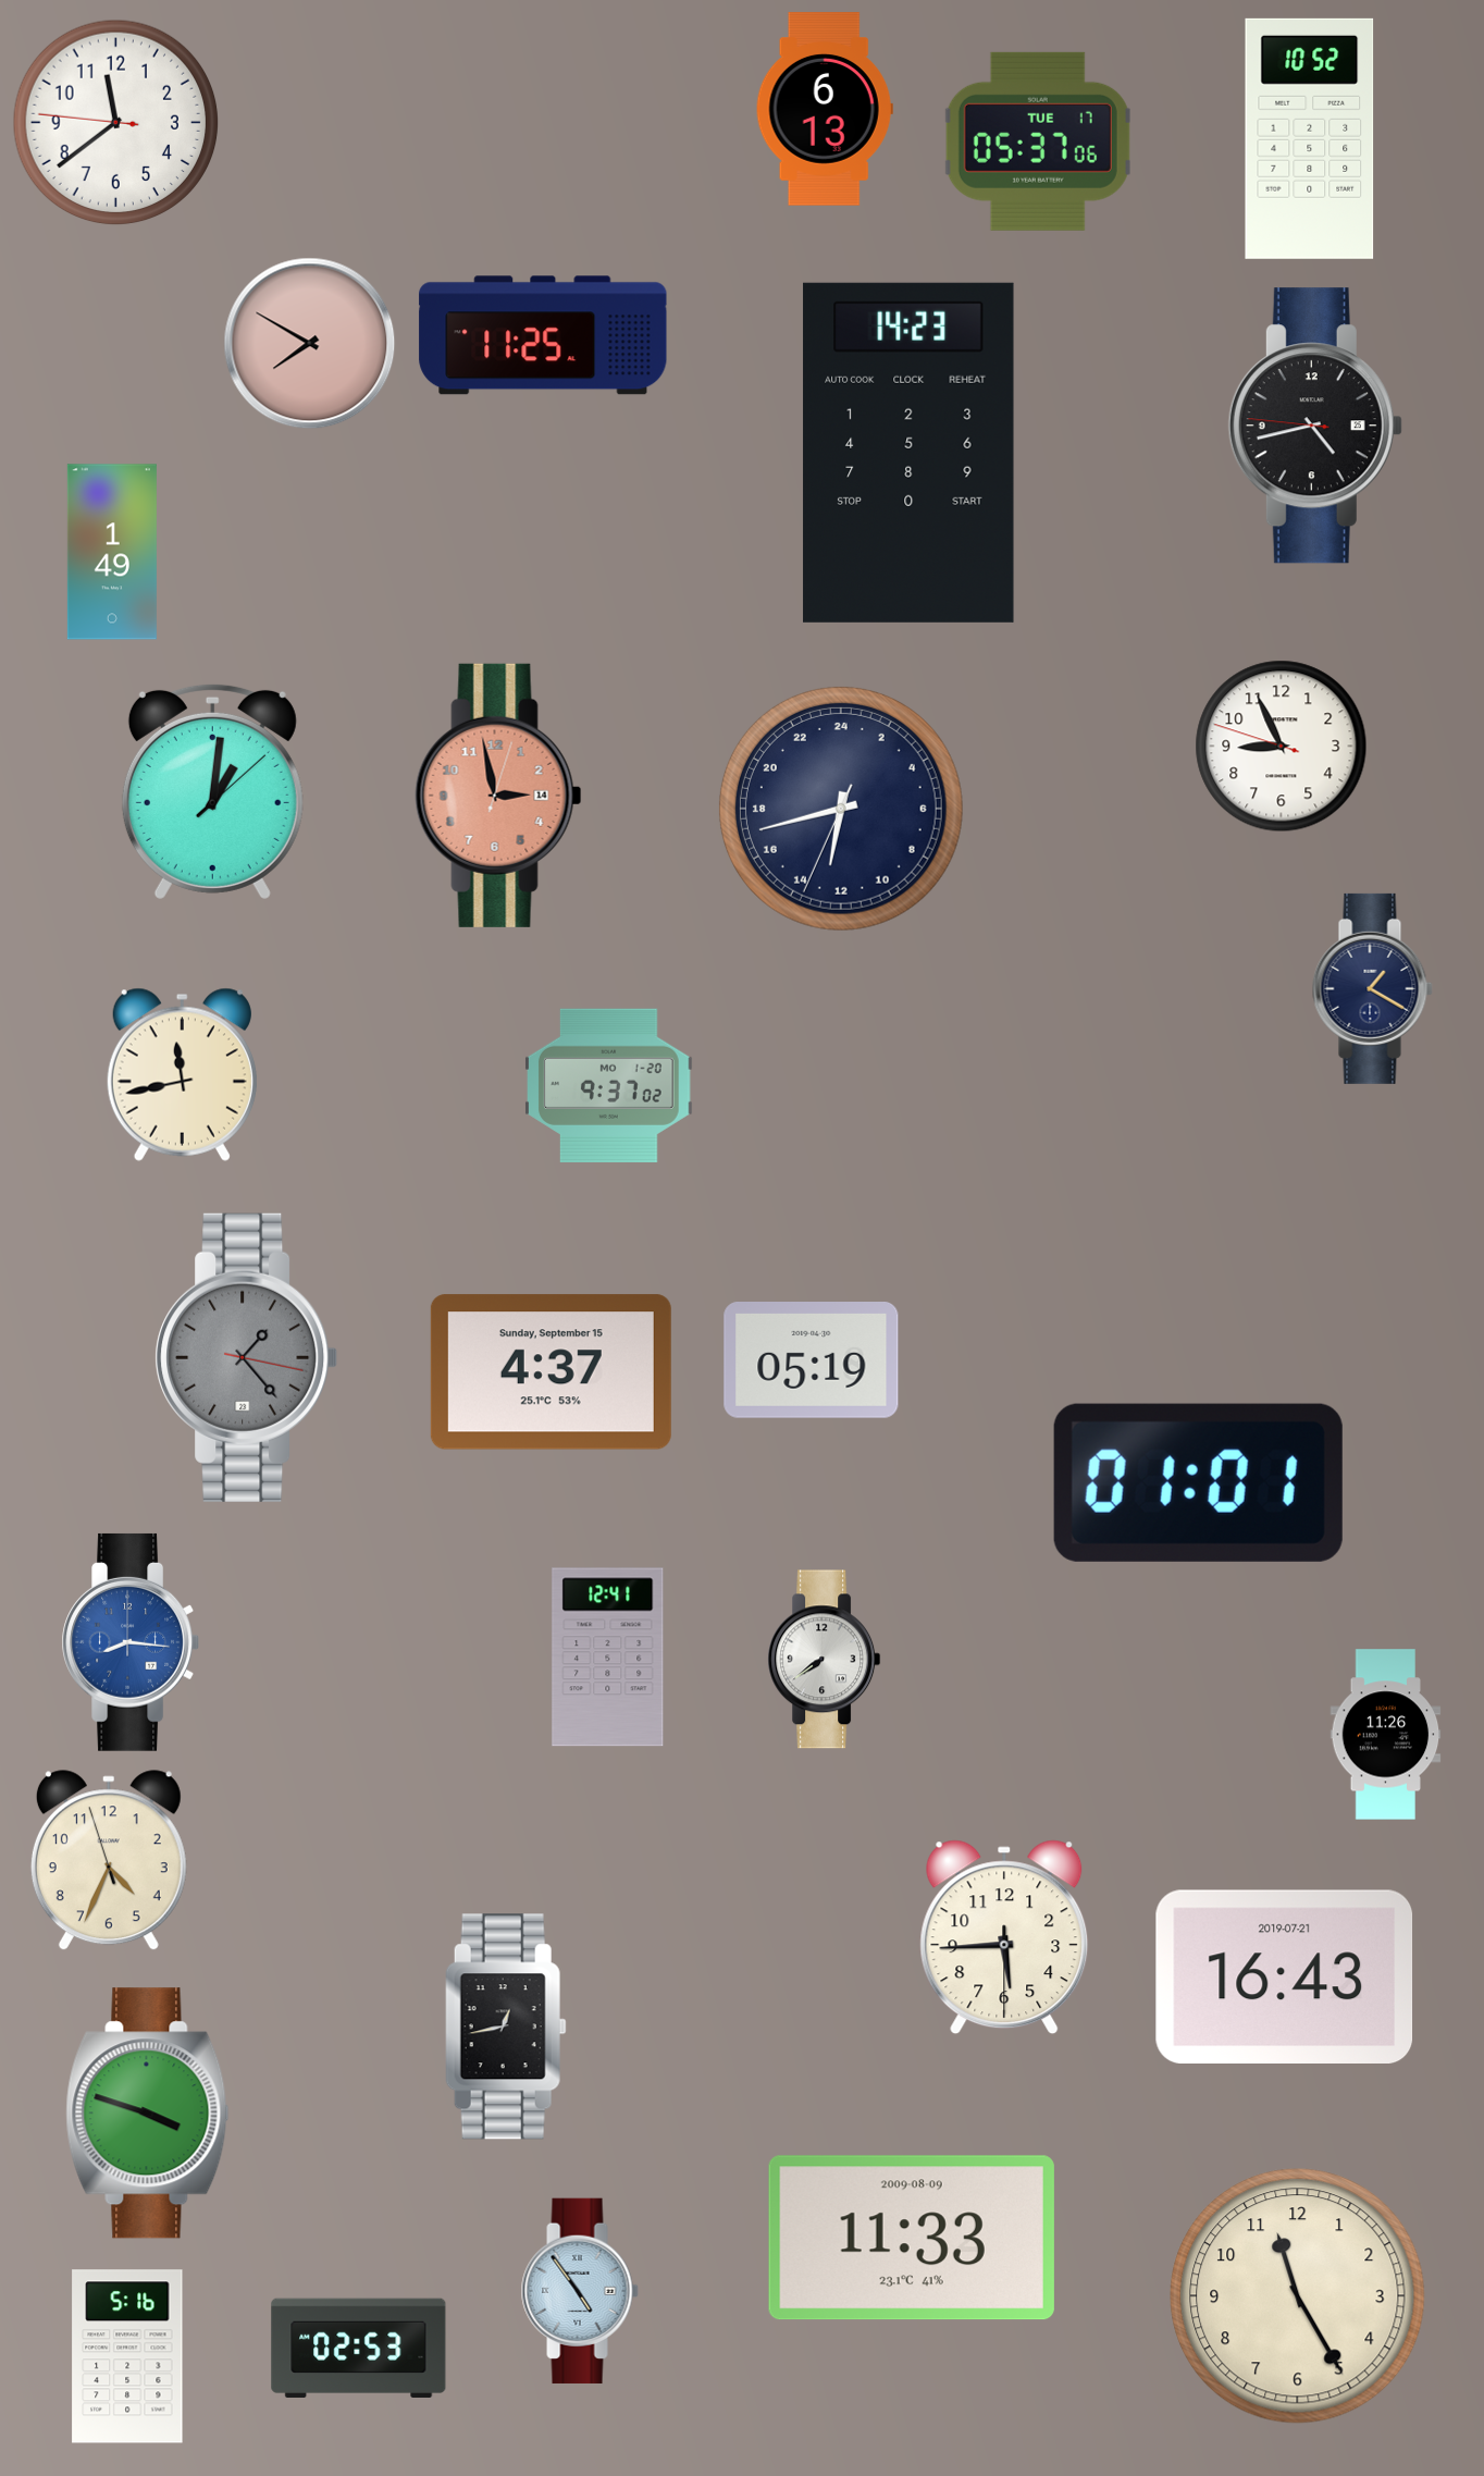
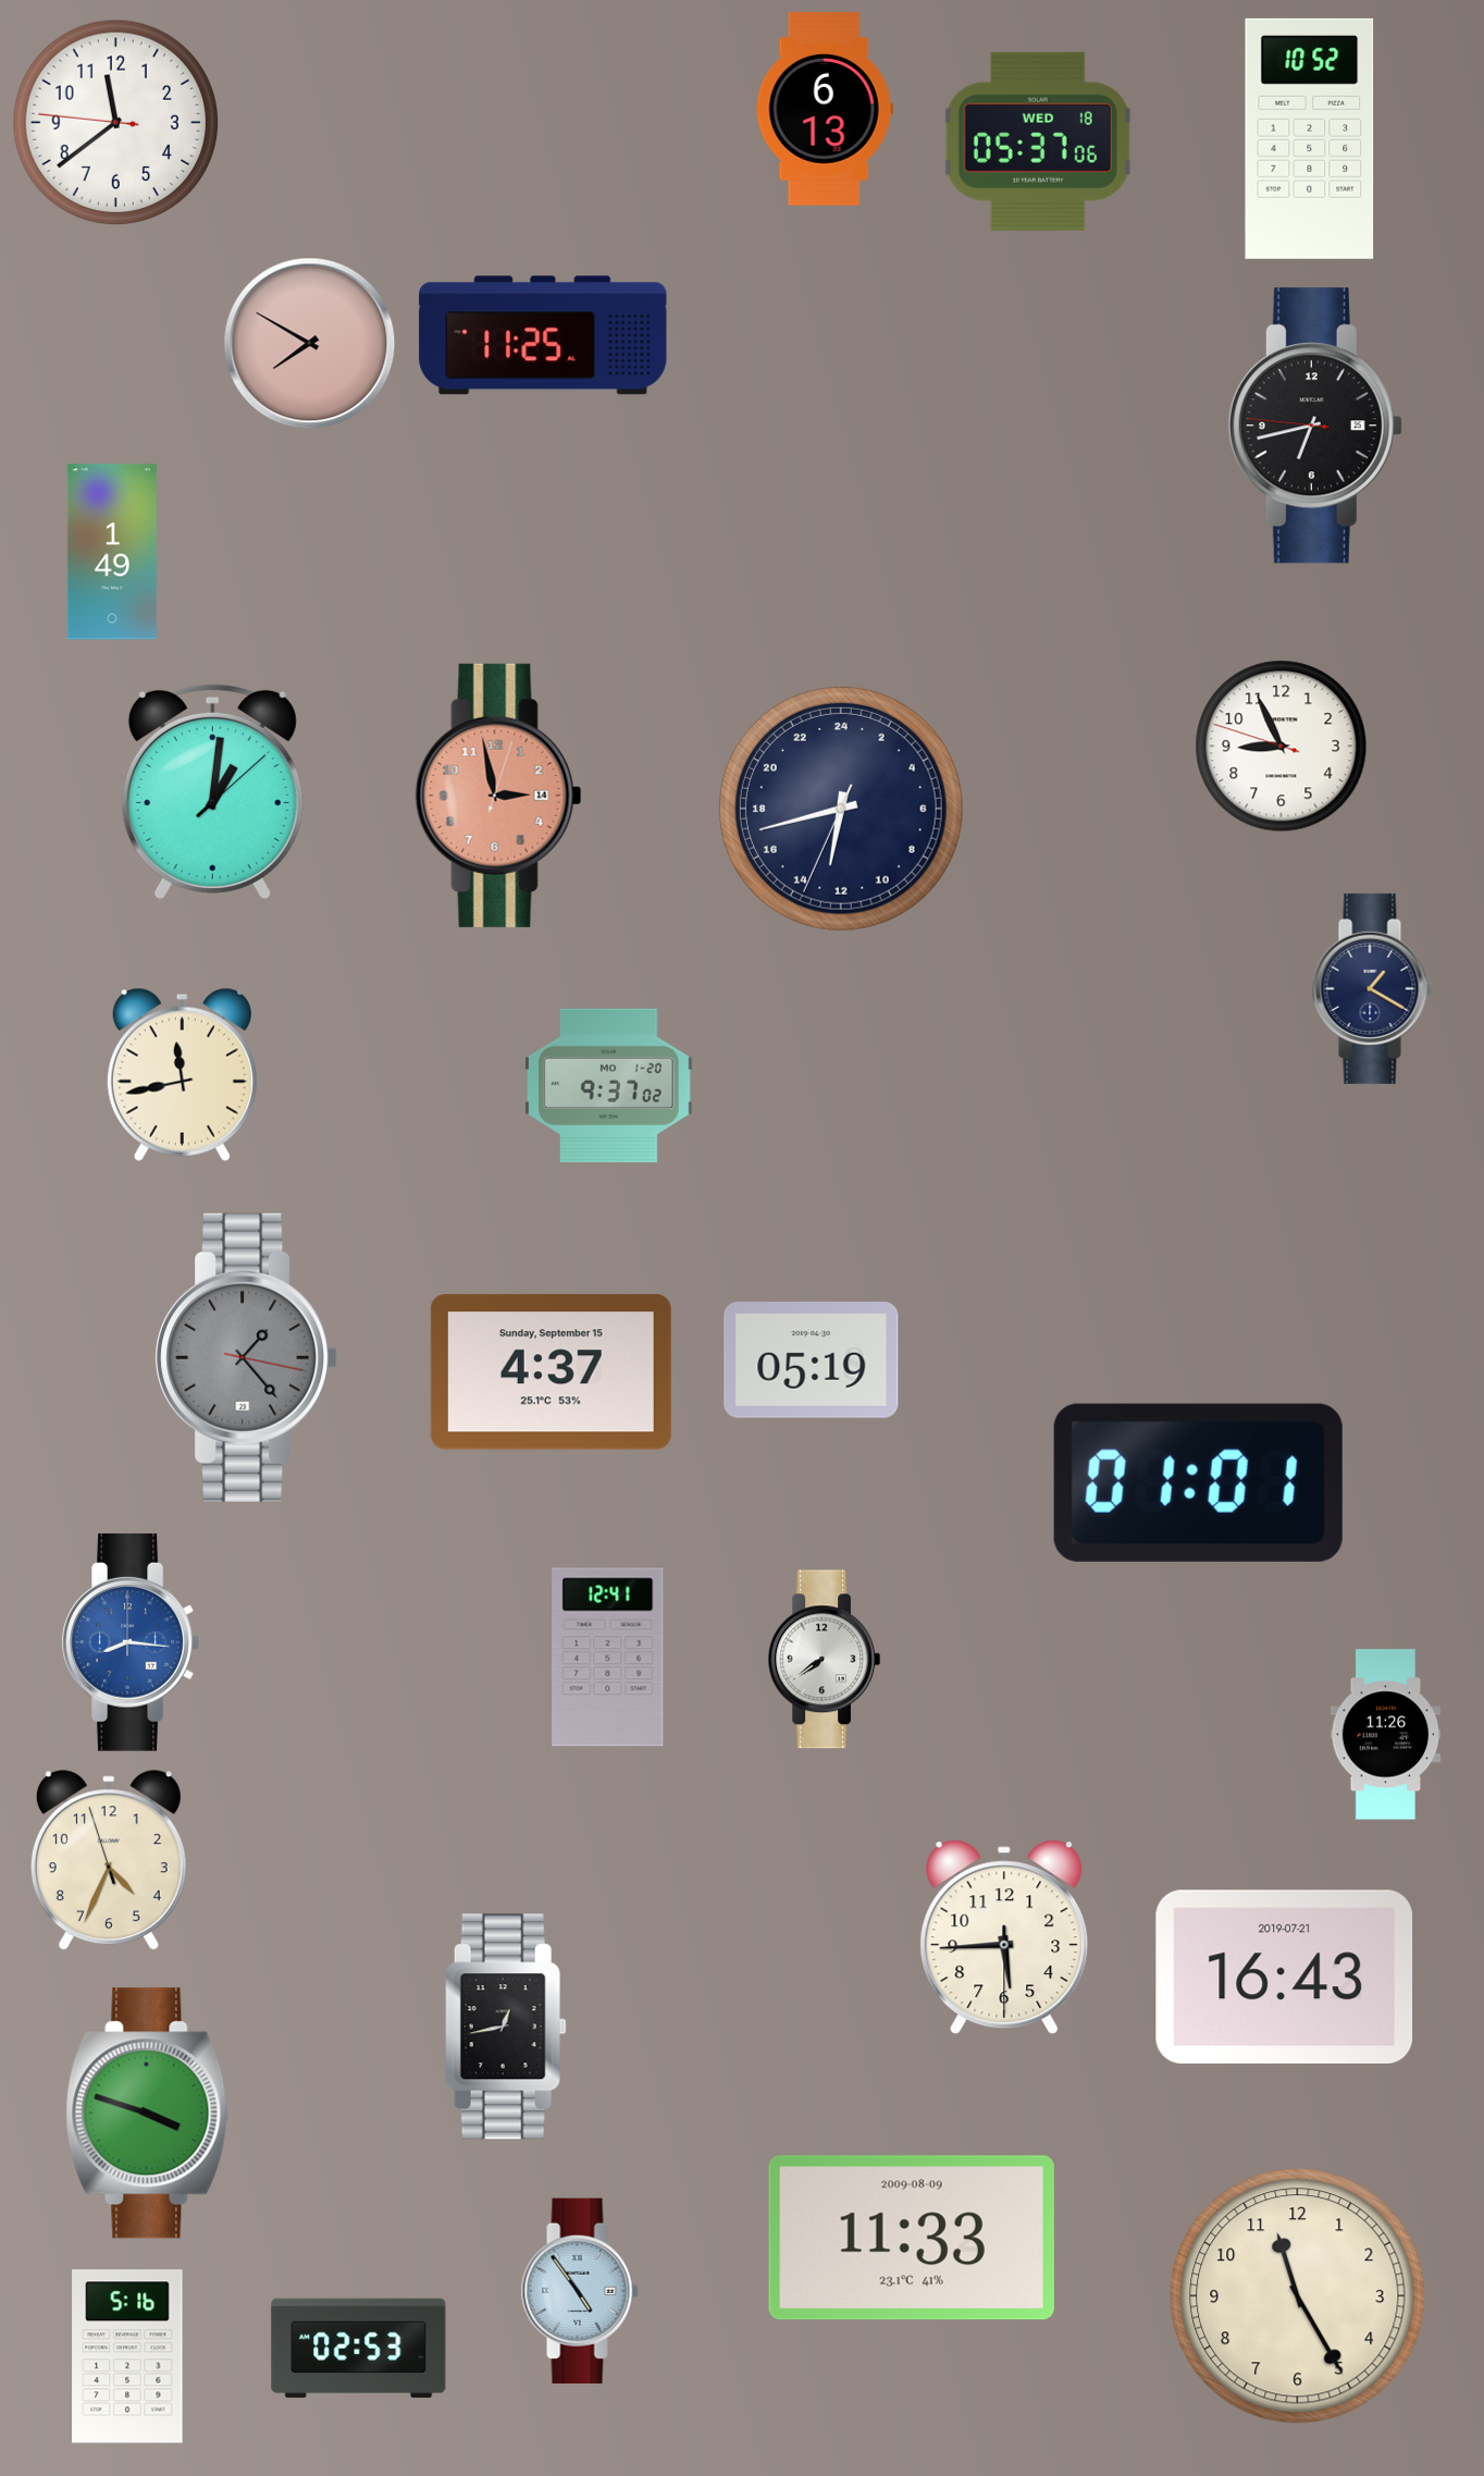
clock at (1038, 141) date: TUE 17 -> WED 18
clock at (1315, 426): 4:42 -> 6:42
clock at (910, 453): 14:23 -> none
